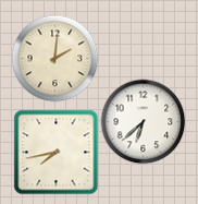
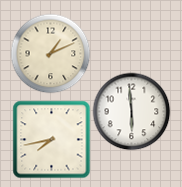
clock at (54, 58): 2:01 -> 1:11
clock at (143, 121): 6:38 -> 5:59
